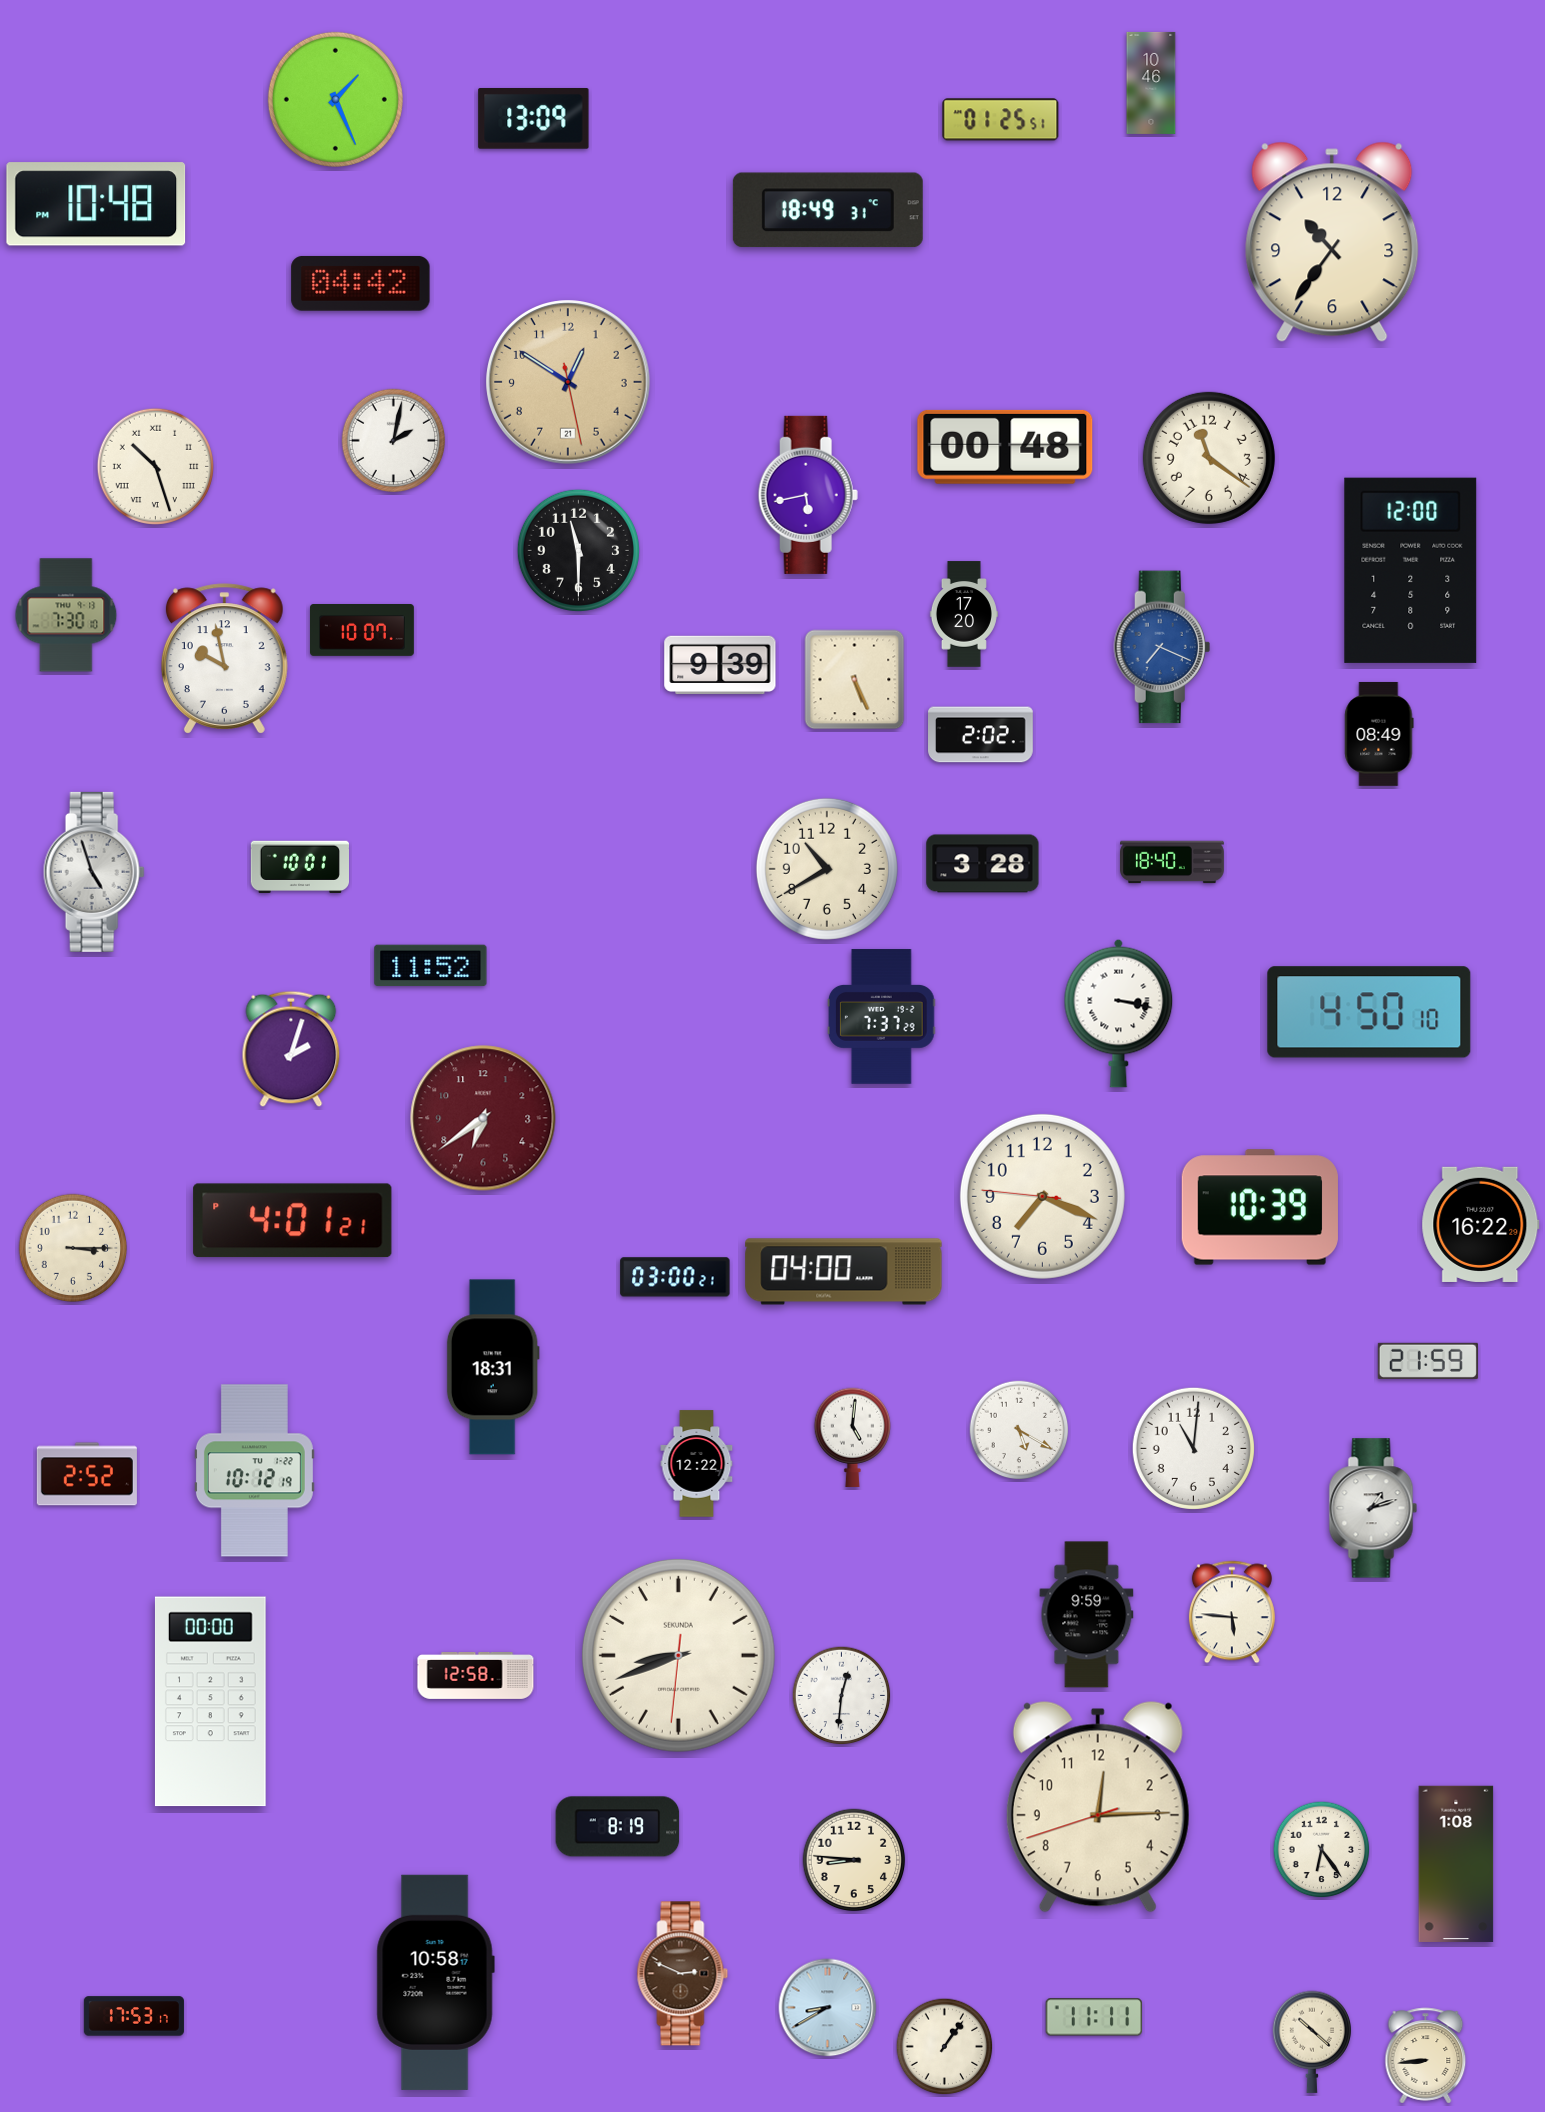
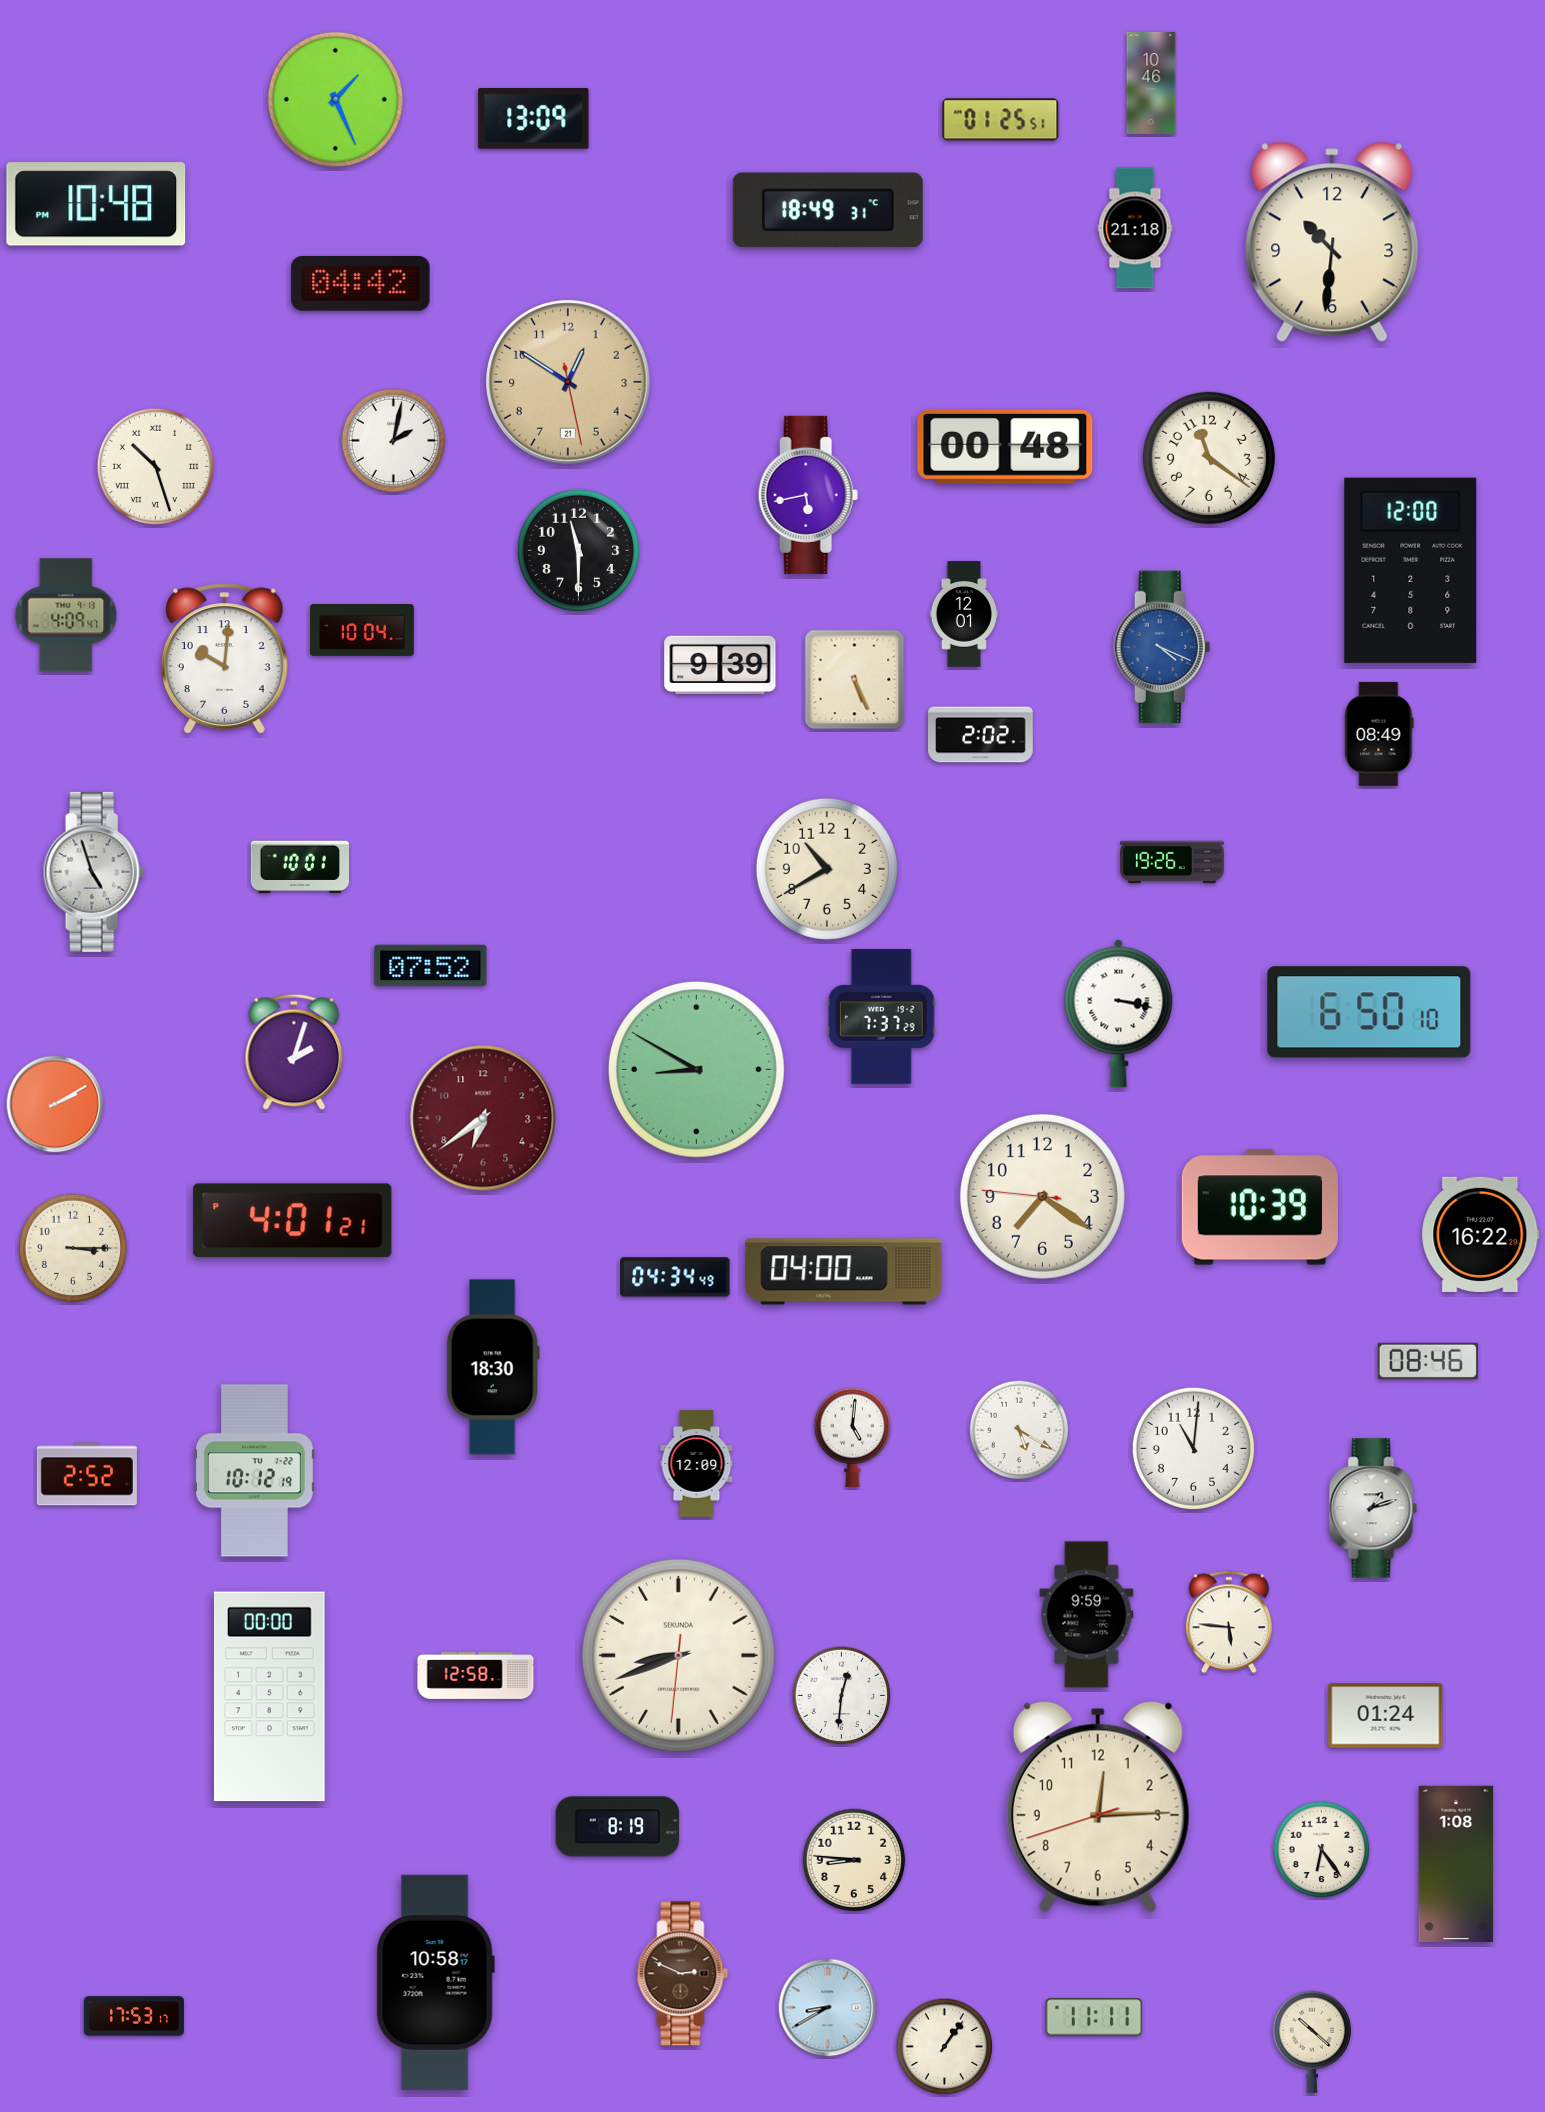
clock at (1135, 228): none -> 21:18
clock at (1332, 242): 10:36 -> 10:31
clock at (964, 614): 17:20 -> 12:01
clock at (66, 615): 7:30 -> 4:09
clock at (363, 631): 10:07 -> 10:04
clock at (1162, 647): 7:19 -> 4:19
clock at (224, 659): 9:58 -> 10:01
clock at (1173, 862): 18:40 -> 19:26
clock at (983, 864): 3:28 -> none
clock at (431, 966): 11:52 -> 07:52
clock at (1369, 1012): 4:50 -> 6:50
clock at (291, 1049) position: (291, 1049) -> (294, 1052)
clock at (696, 1069): none -> 8:50
clock at (55, 1104): none -> 2:10
clock at (1042, 1196): 7:18 -> 7:20
clock at (1481, 1224) position: (1481, 1224) -> (1481, 1234)
clock at (675, 1277): 03:00 -> 04:34
clock at (1428, 1361): 21:59 -> 08:46
clock at (493, 1367): 18:31 -> 18:30
clock at (697, 1464): 12:22 -> 12:09
clock at (1232, 1612) position: (1232, 1612) -> (1229, 1622)
clock at (210, 1702) position: (210, 1702) -> (269, 1697)
clock at (1386, 1716): none -> 01:24
clock at (1426, 2056): 8:44 -> none
